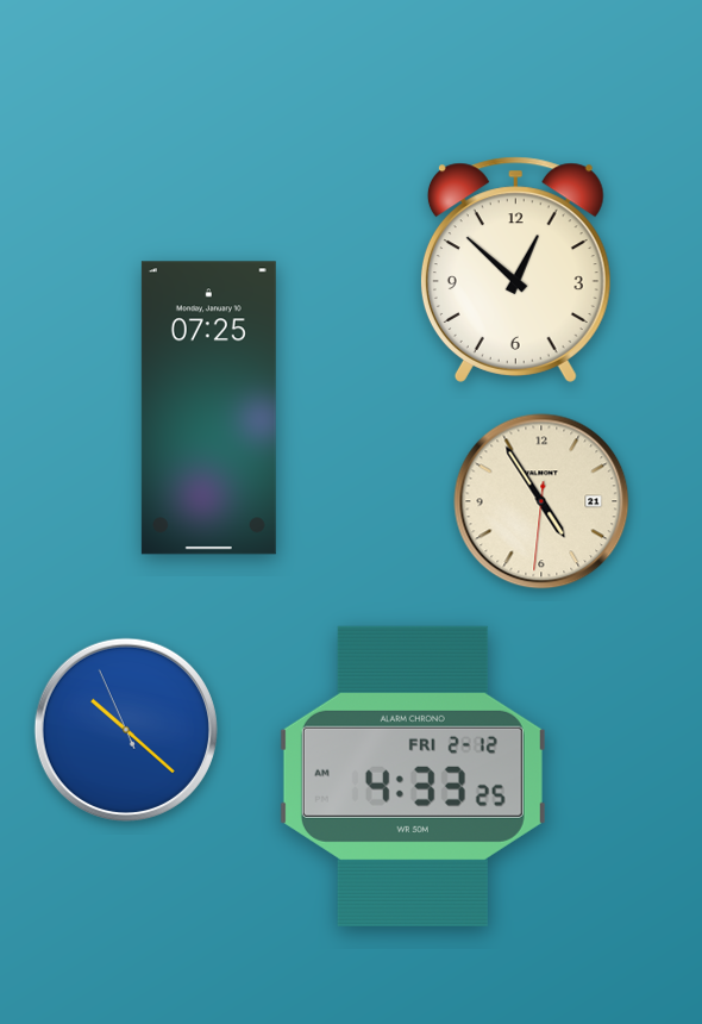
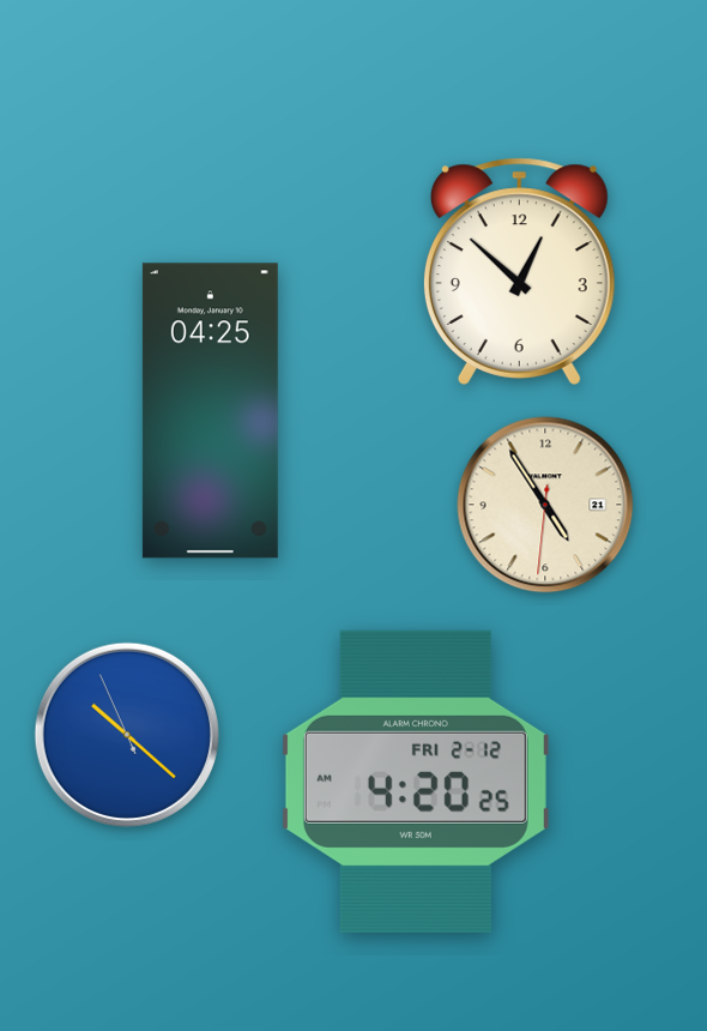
clock at (208, 408): 07:25 -> 04:25
clock at (413, 776): 4:33 -> 4:20
